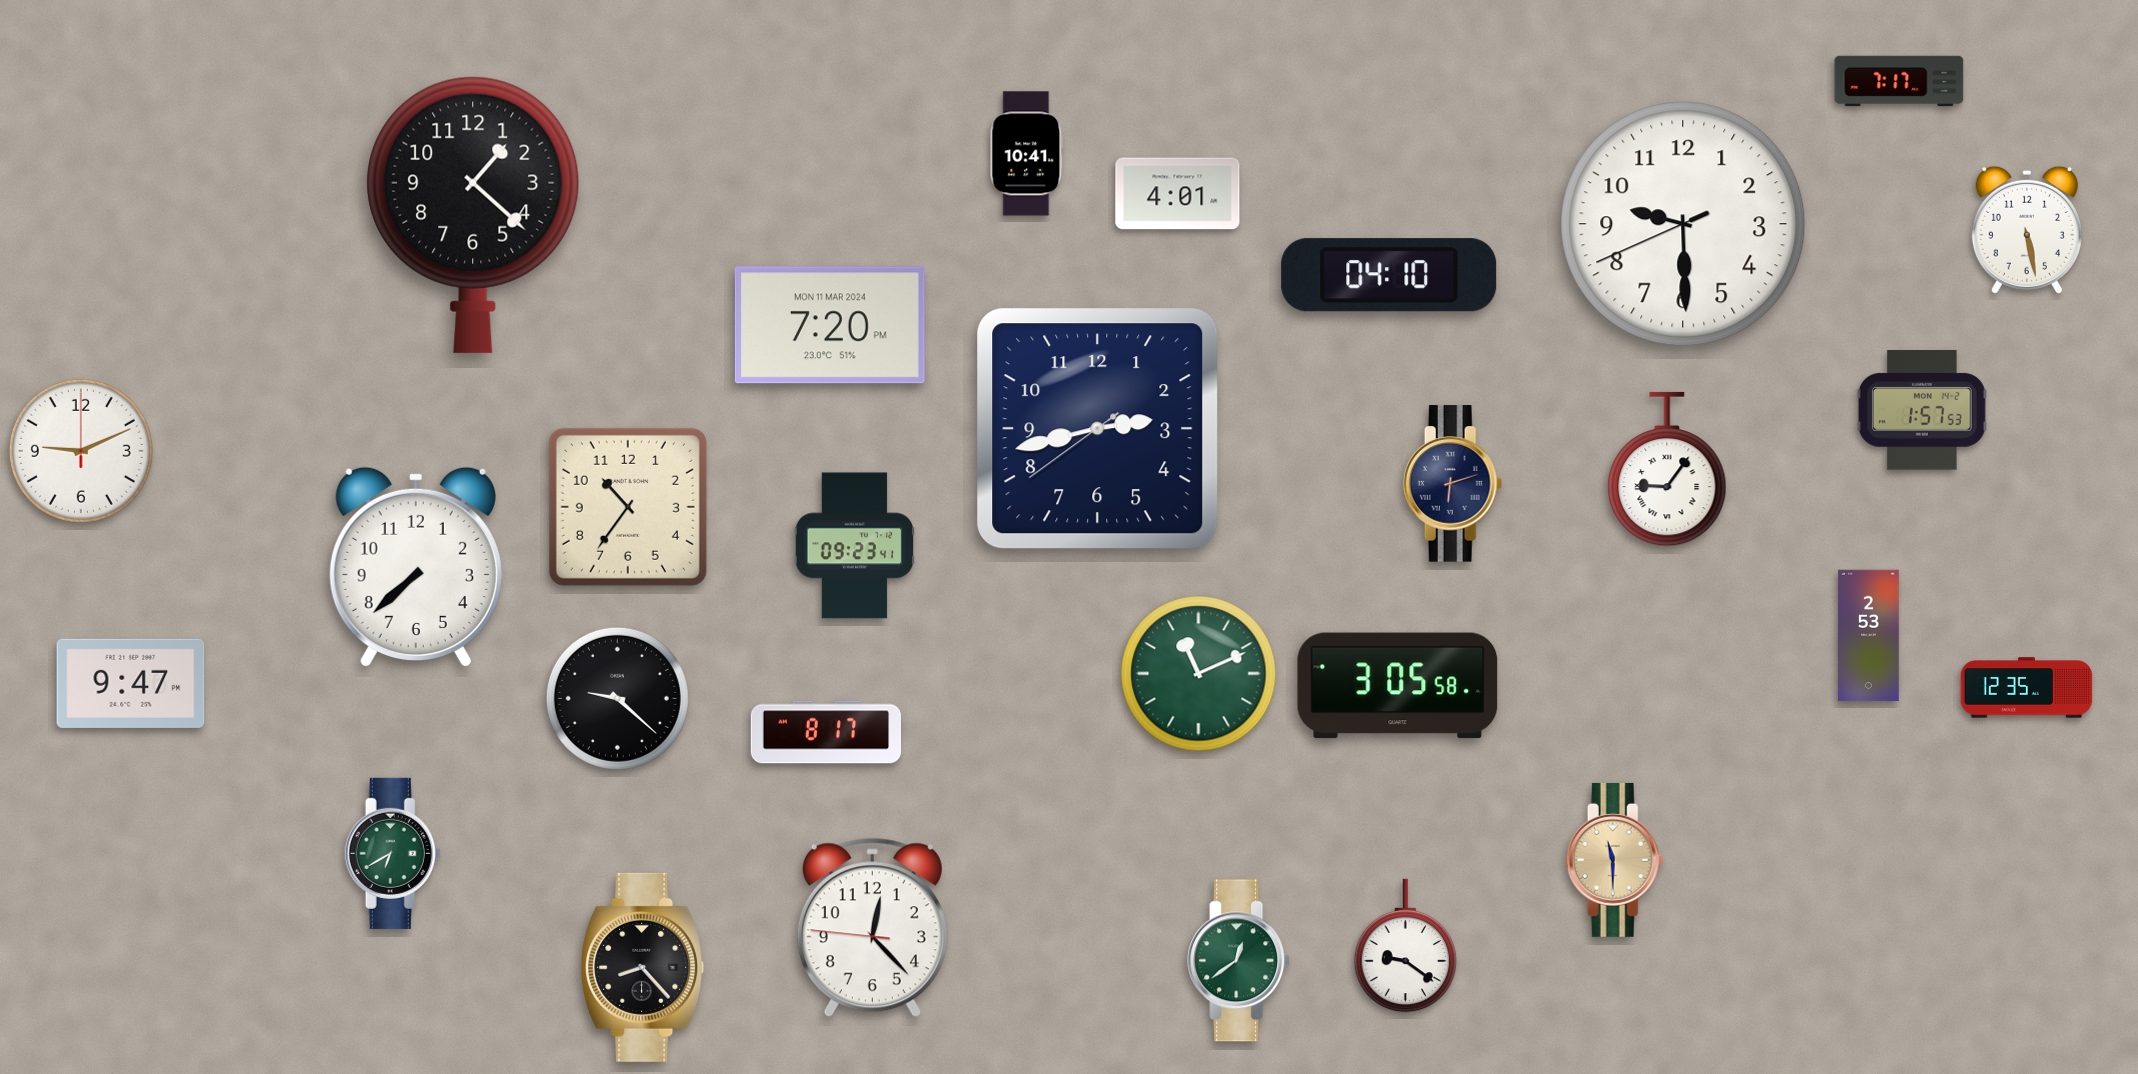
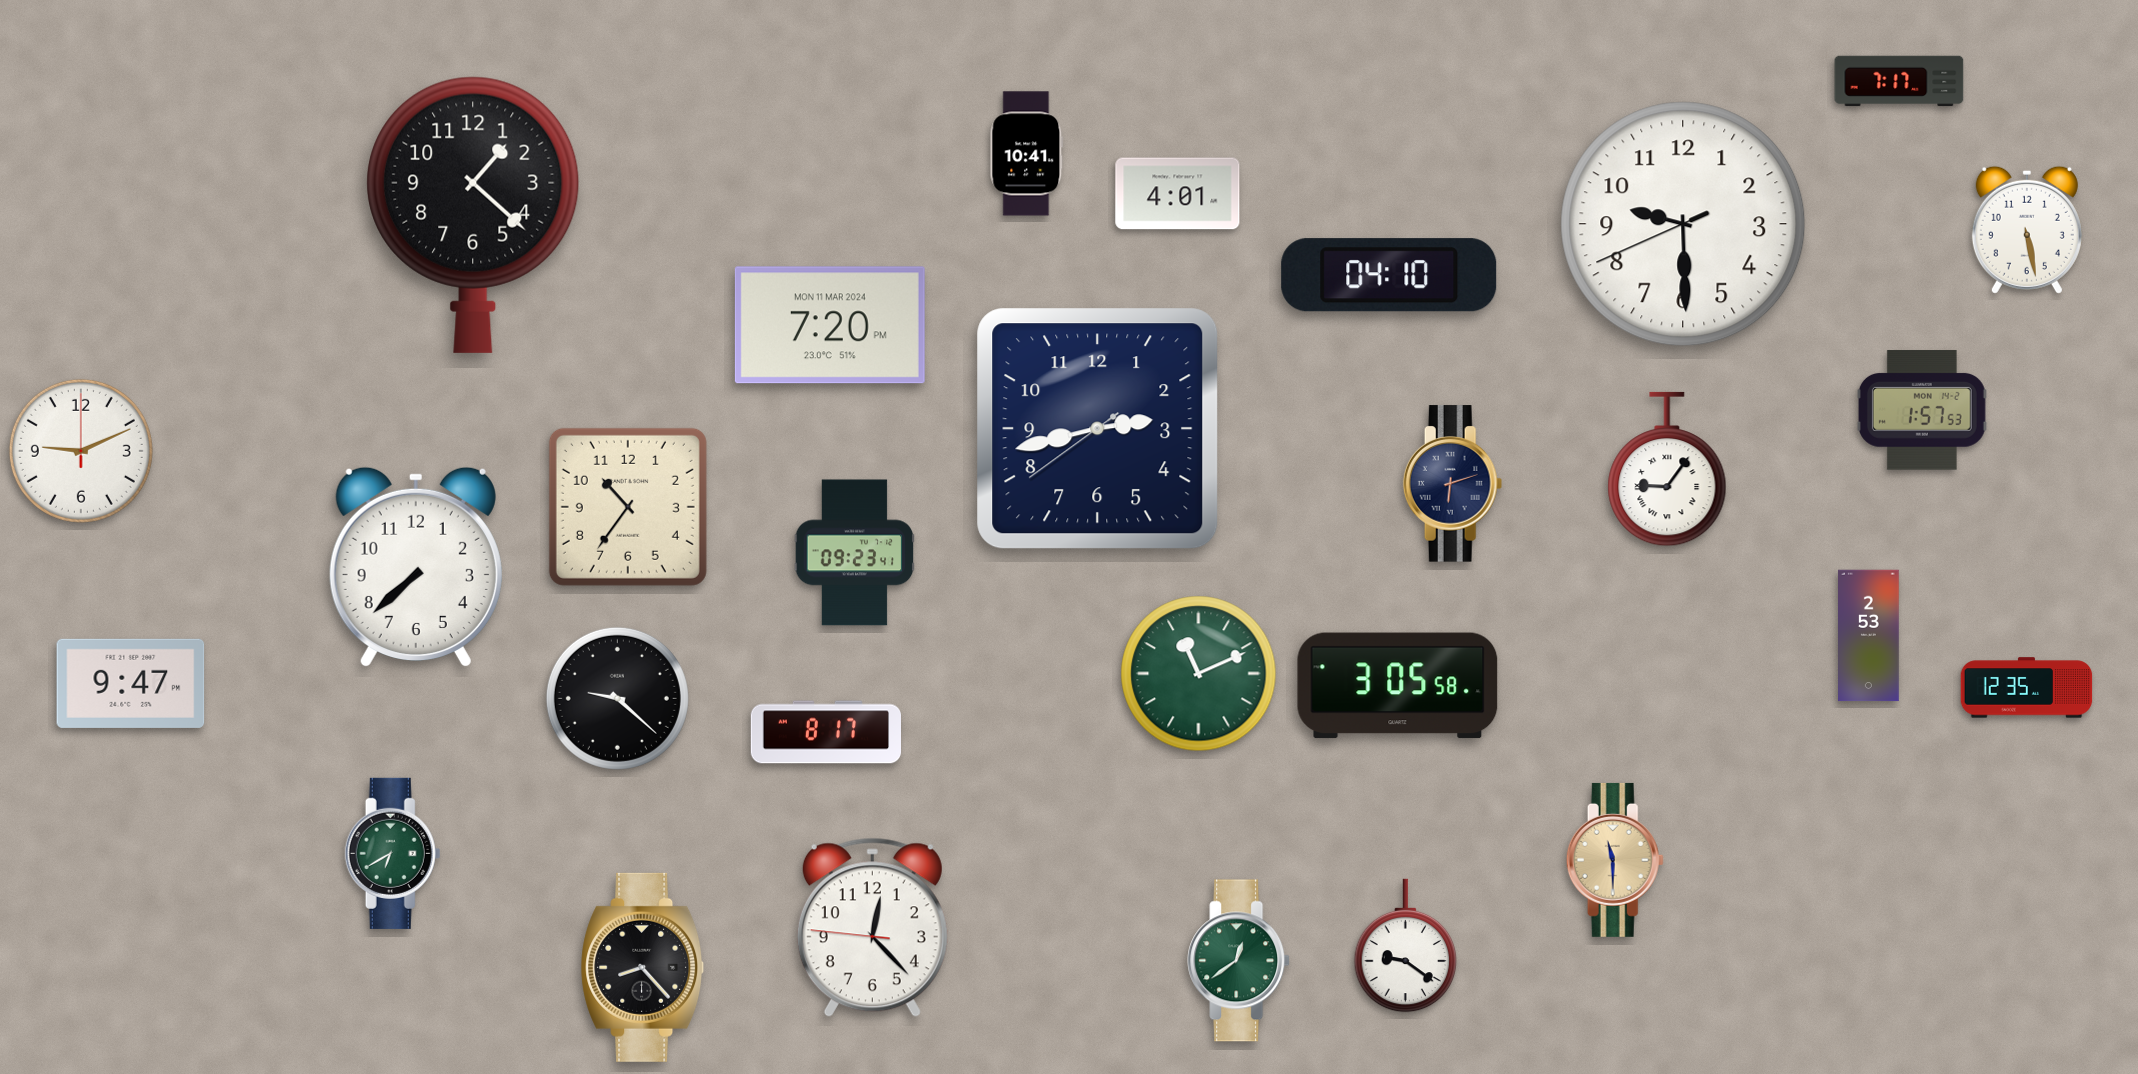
clock at (855, 546) position: (855, 546) -> (855, 553)
